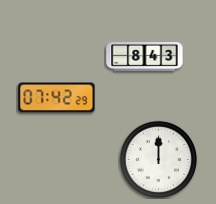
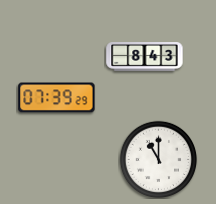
clock at (57, 98): 07:42 -> 07:39
clock at (158, 159): 12:00 -> 11:00
